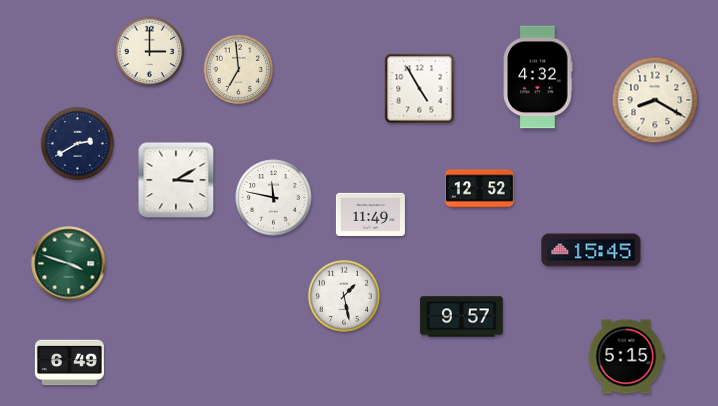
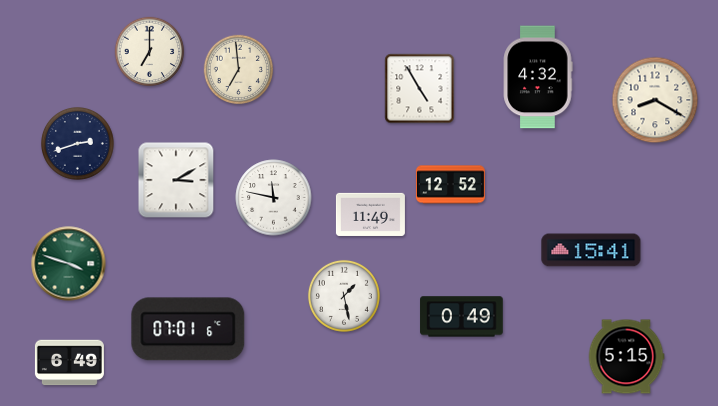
clock at (150, 52): 3:00 -> 7:00
clock at (77, 143): 2:40 -> 2:42
clock at (479, 189) position: (479, 189) -> (450, 185)
clock at (591, 250): 15:45 -> 15:41
clock at (462, 317): 9:57 -> 0:49
clock at (188, 329): none -> 07:01
